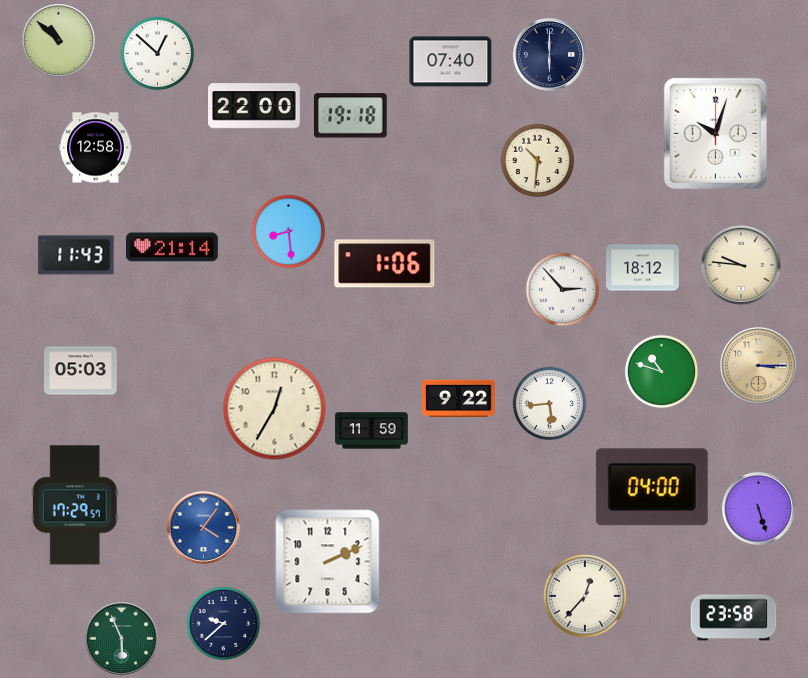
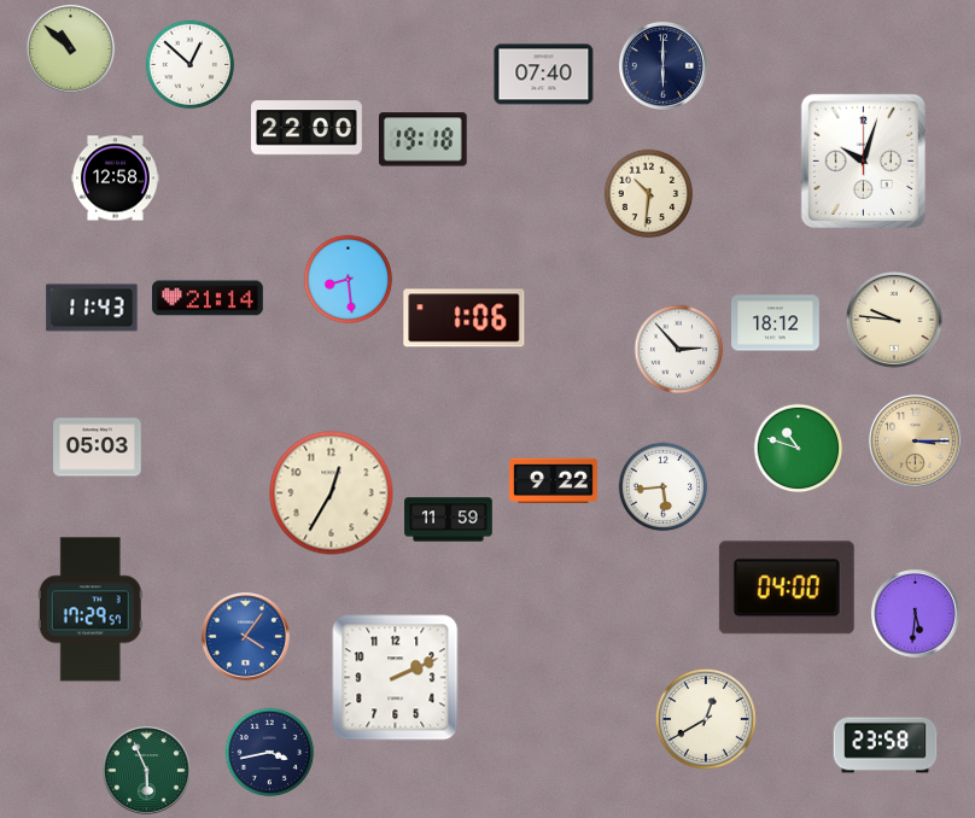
clock at (758, 508): 5:27 -> 5:31
clock at (585, 596): 12:37 -> 12:40
clock at (224, 624): 9:38 -> 3:43
